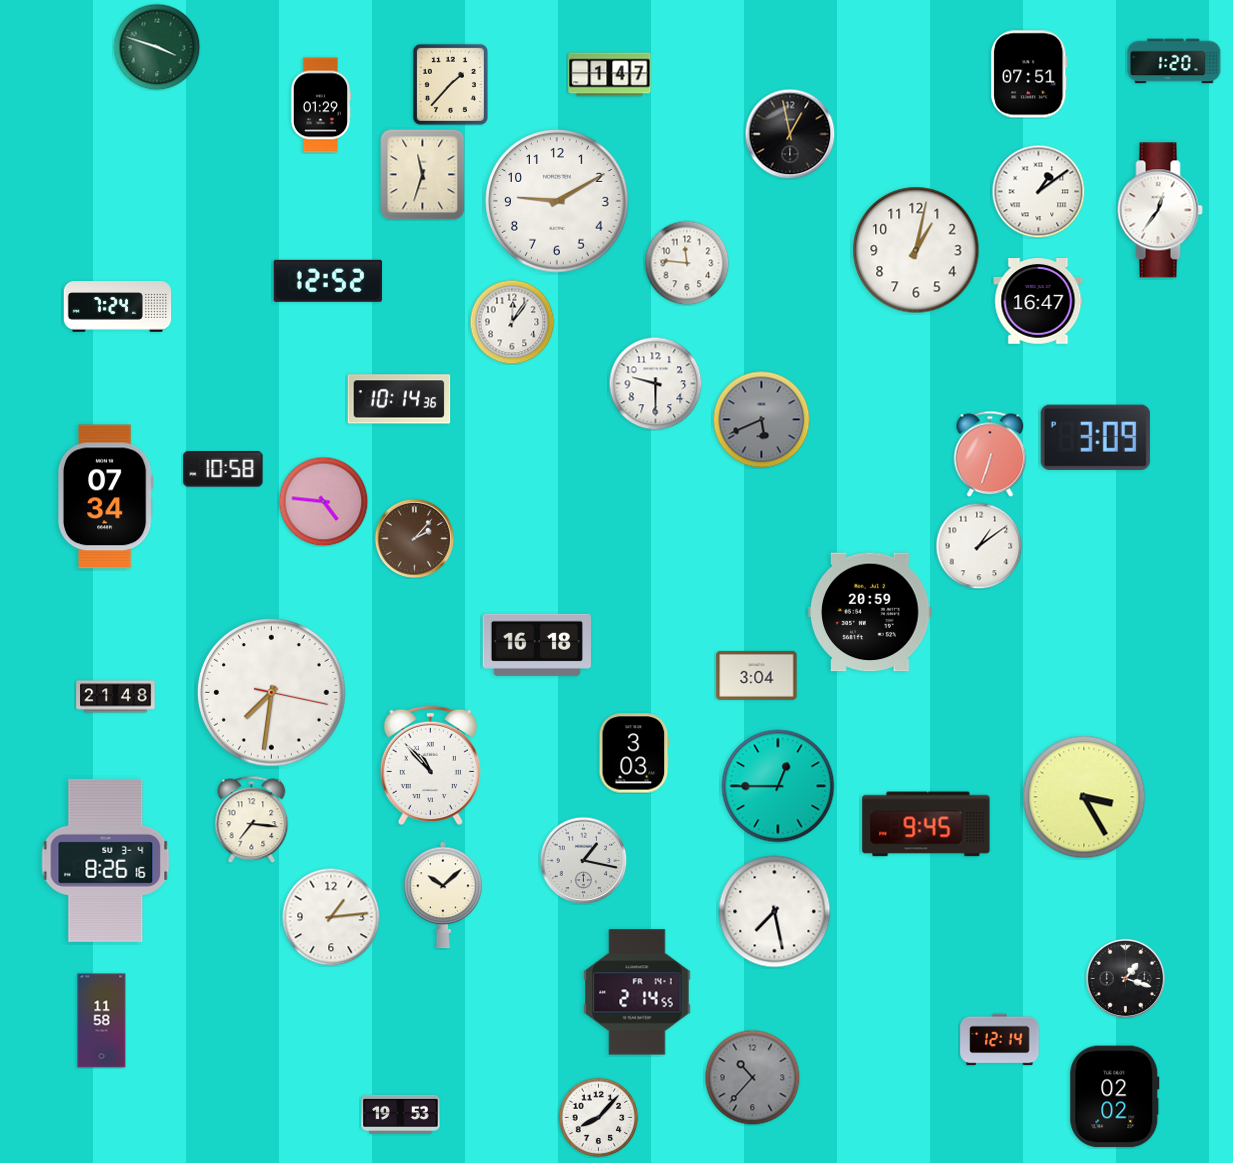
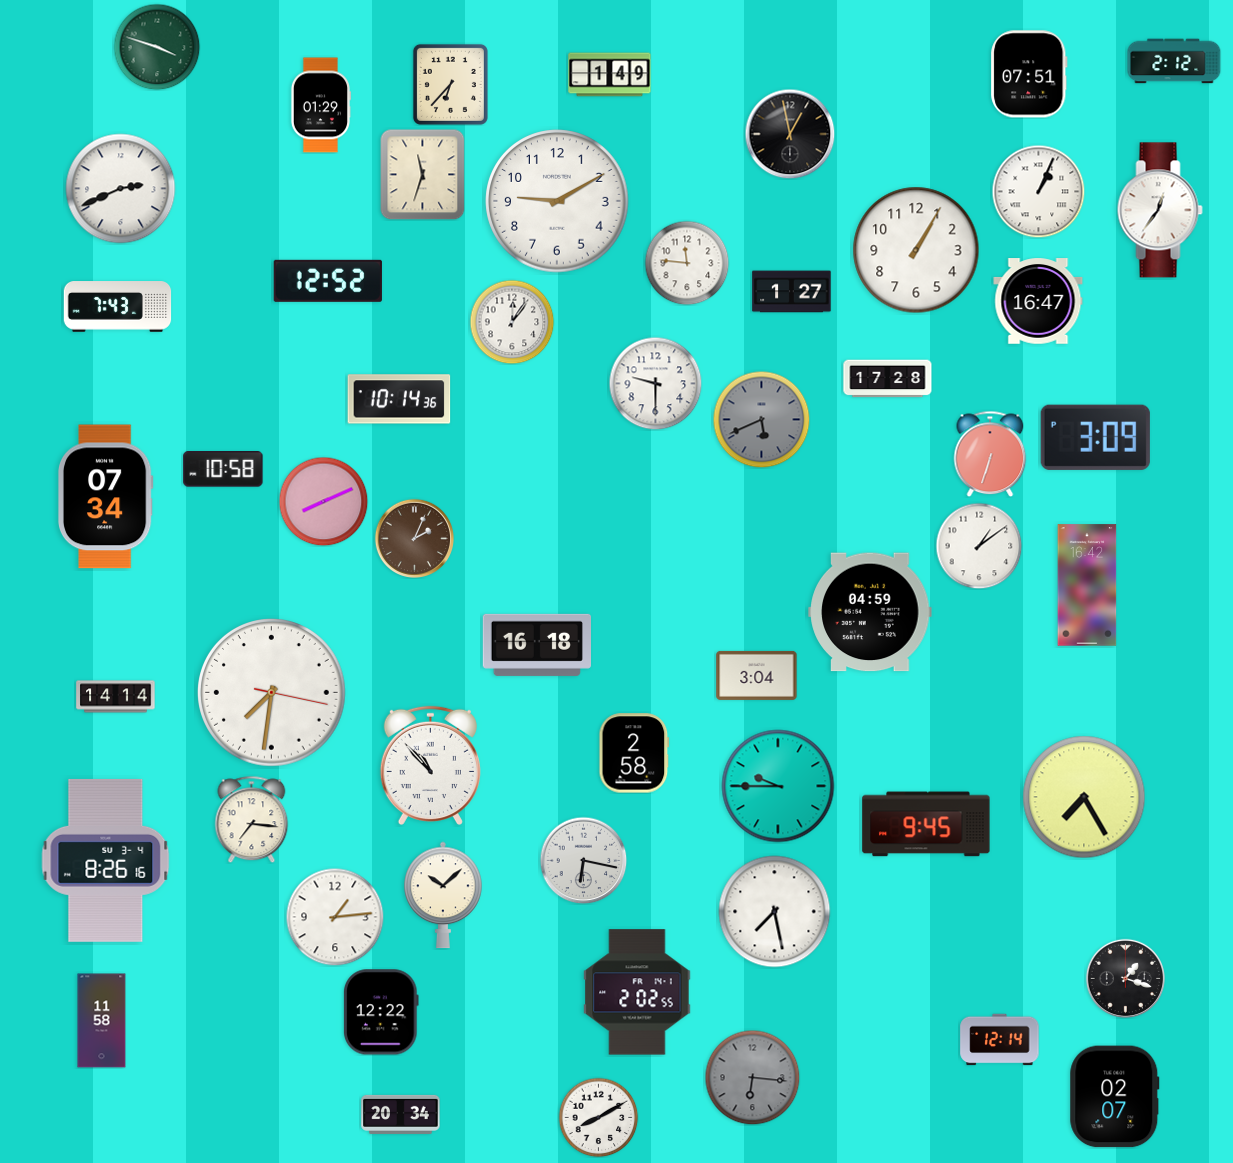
clock at (1174, 61): 1:20 -> 2:12
clock at (610, 75): 1:47 -> 1:49
clock at (450, 84): 1:37 -> 6:37
clock at (121, 189): none -> 2:41
clock at (1038, 191): 1:09 -> 1:04
clock at (916, 250): 1:02 -> 1:05
clock at (792, 292): none -> 1:27
clock at (118, 307): 7:24 -> 7:43
clock at (888, 379): none -> 17:28
clock at (323, 501): 4:46 -> 8:11
clock at (414, 538): 2:07 -> 2:04
clock at (1087, 585): none -> 16:42
clock at (870, 612): 20:59 -> 04:59
clock at (116, 697): 21:48 -> 14:14
clock at (634, 753): 3:03 -> 2:58
clock at (778, 786): 12:45 -> 9:45
clock at (1084, 797): 3:25 -> 7:25
clock at (583, 860): 1:17 -> 6:17
clock at (331, 917) position: (331, 917) -> (335, 917)
clock at (637, 992): 2:14 -> 2:02
clock at (381, 1012): none -> 12:22
clock at (752, 1077): 10:37 -> 6:16
clock at (1115, 1097): 02:02 -> 02:07
clock at (401, 1114): 19:53 -> 20:34
clock at (598, 1117): 8:07 -> 8:10
